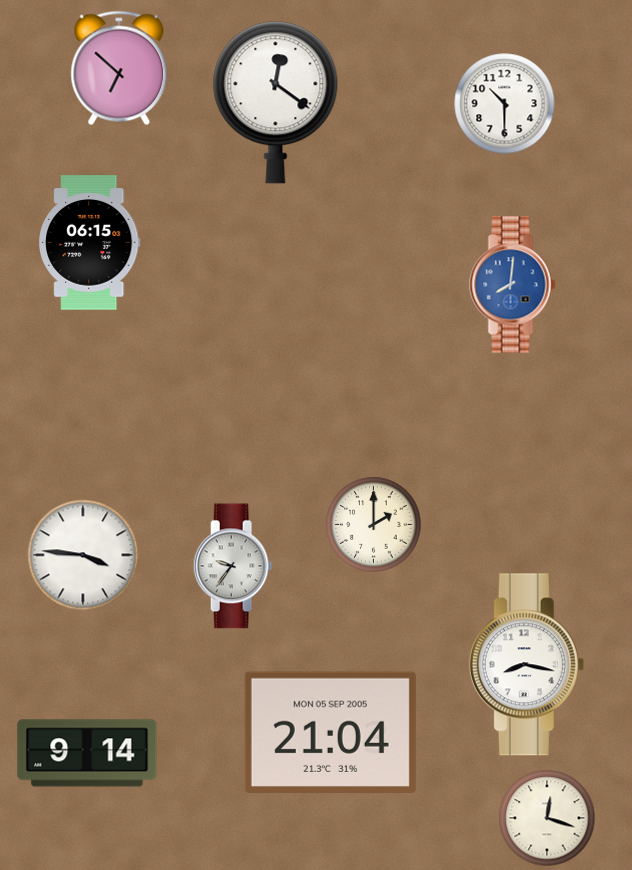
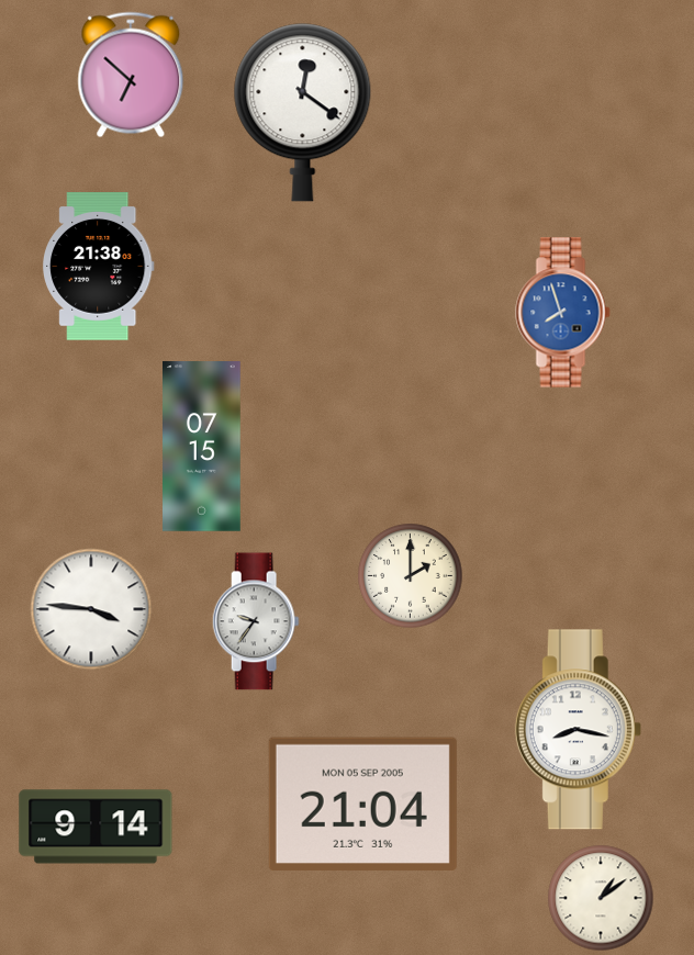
clock at (505, 104): 10:30 -> none
clock at (90, 243): 06:15 -> 21:38
clock at (513, 285): 8:01 -> 7:57
clock at (202, 447): none -> 07:15
clock at (547, 818): 12:18 -> 1:09
